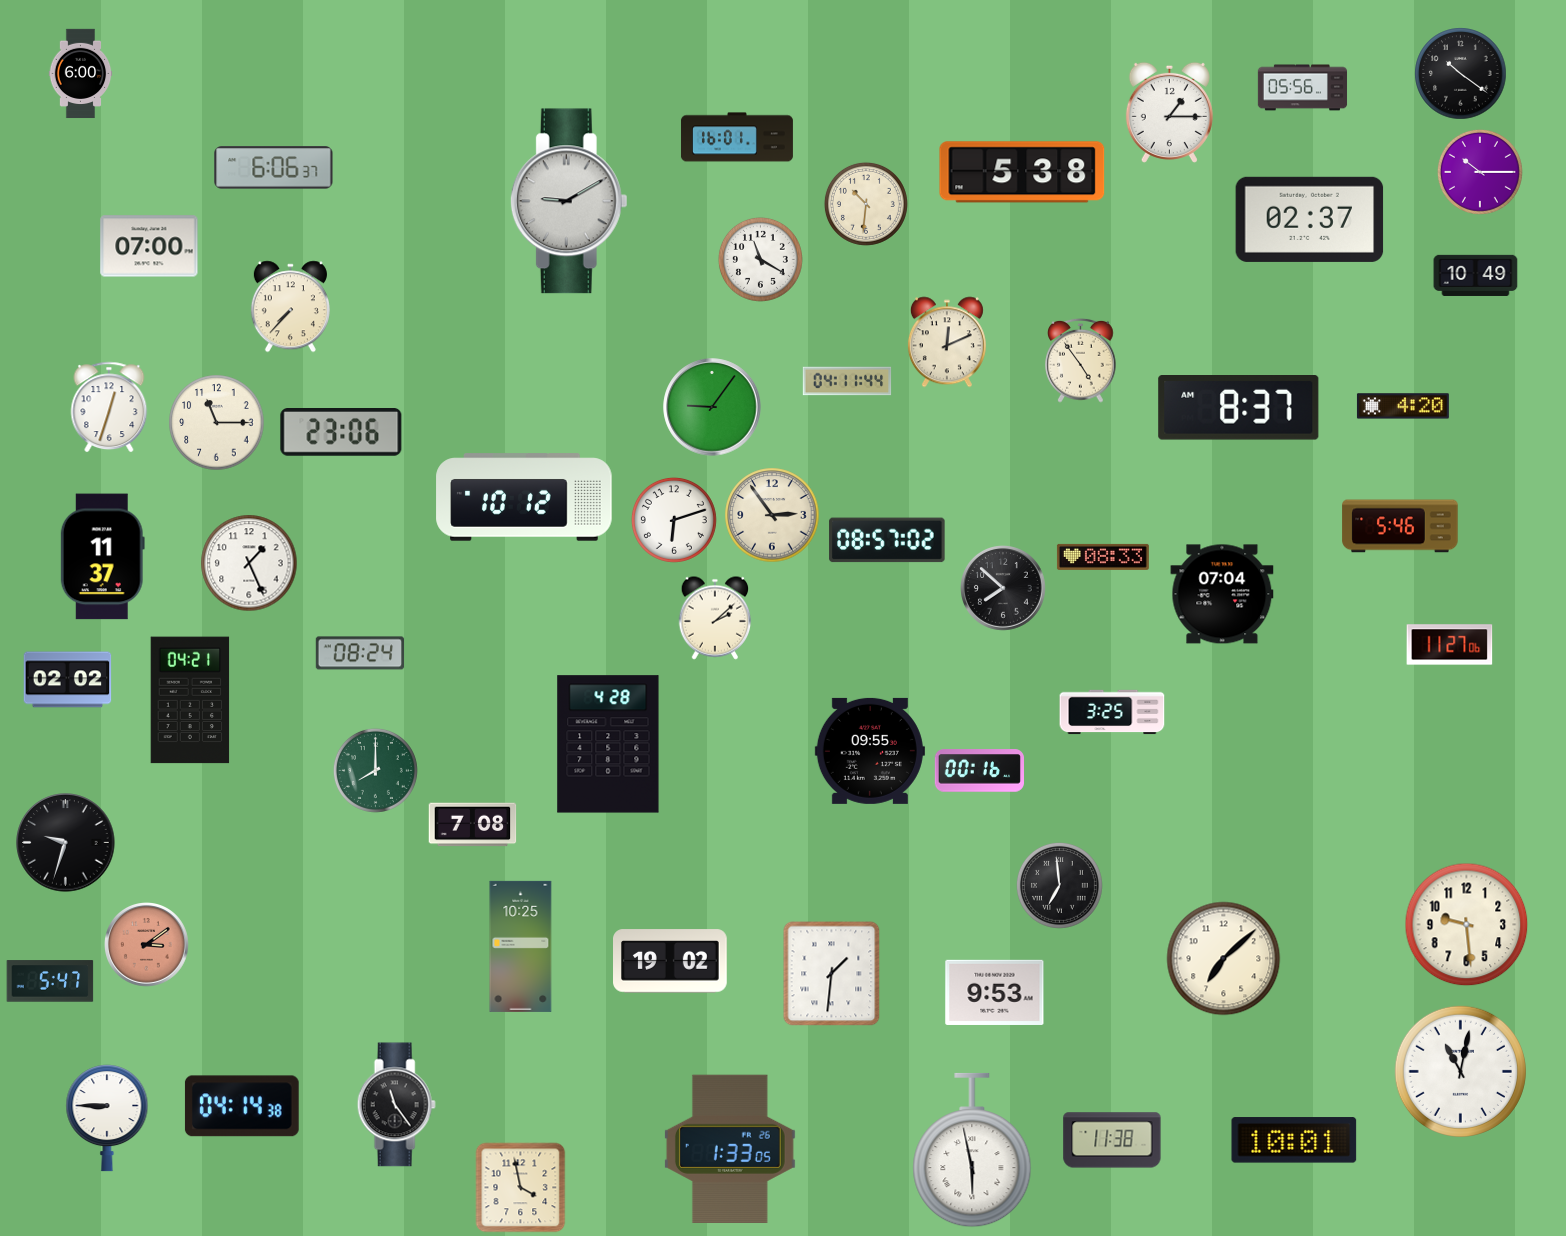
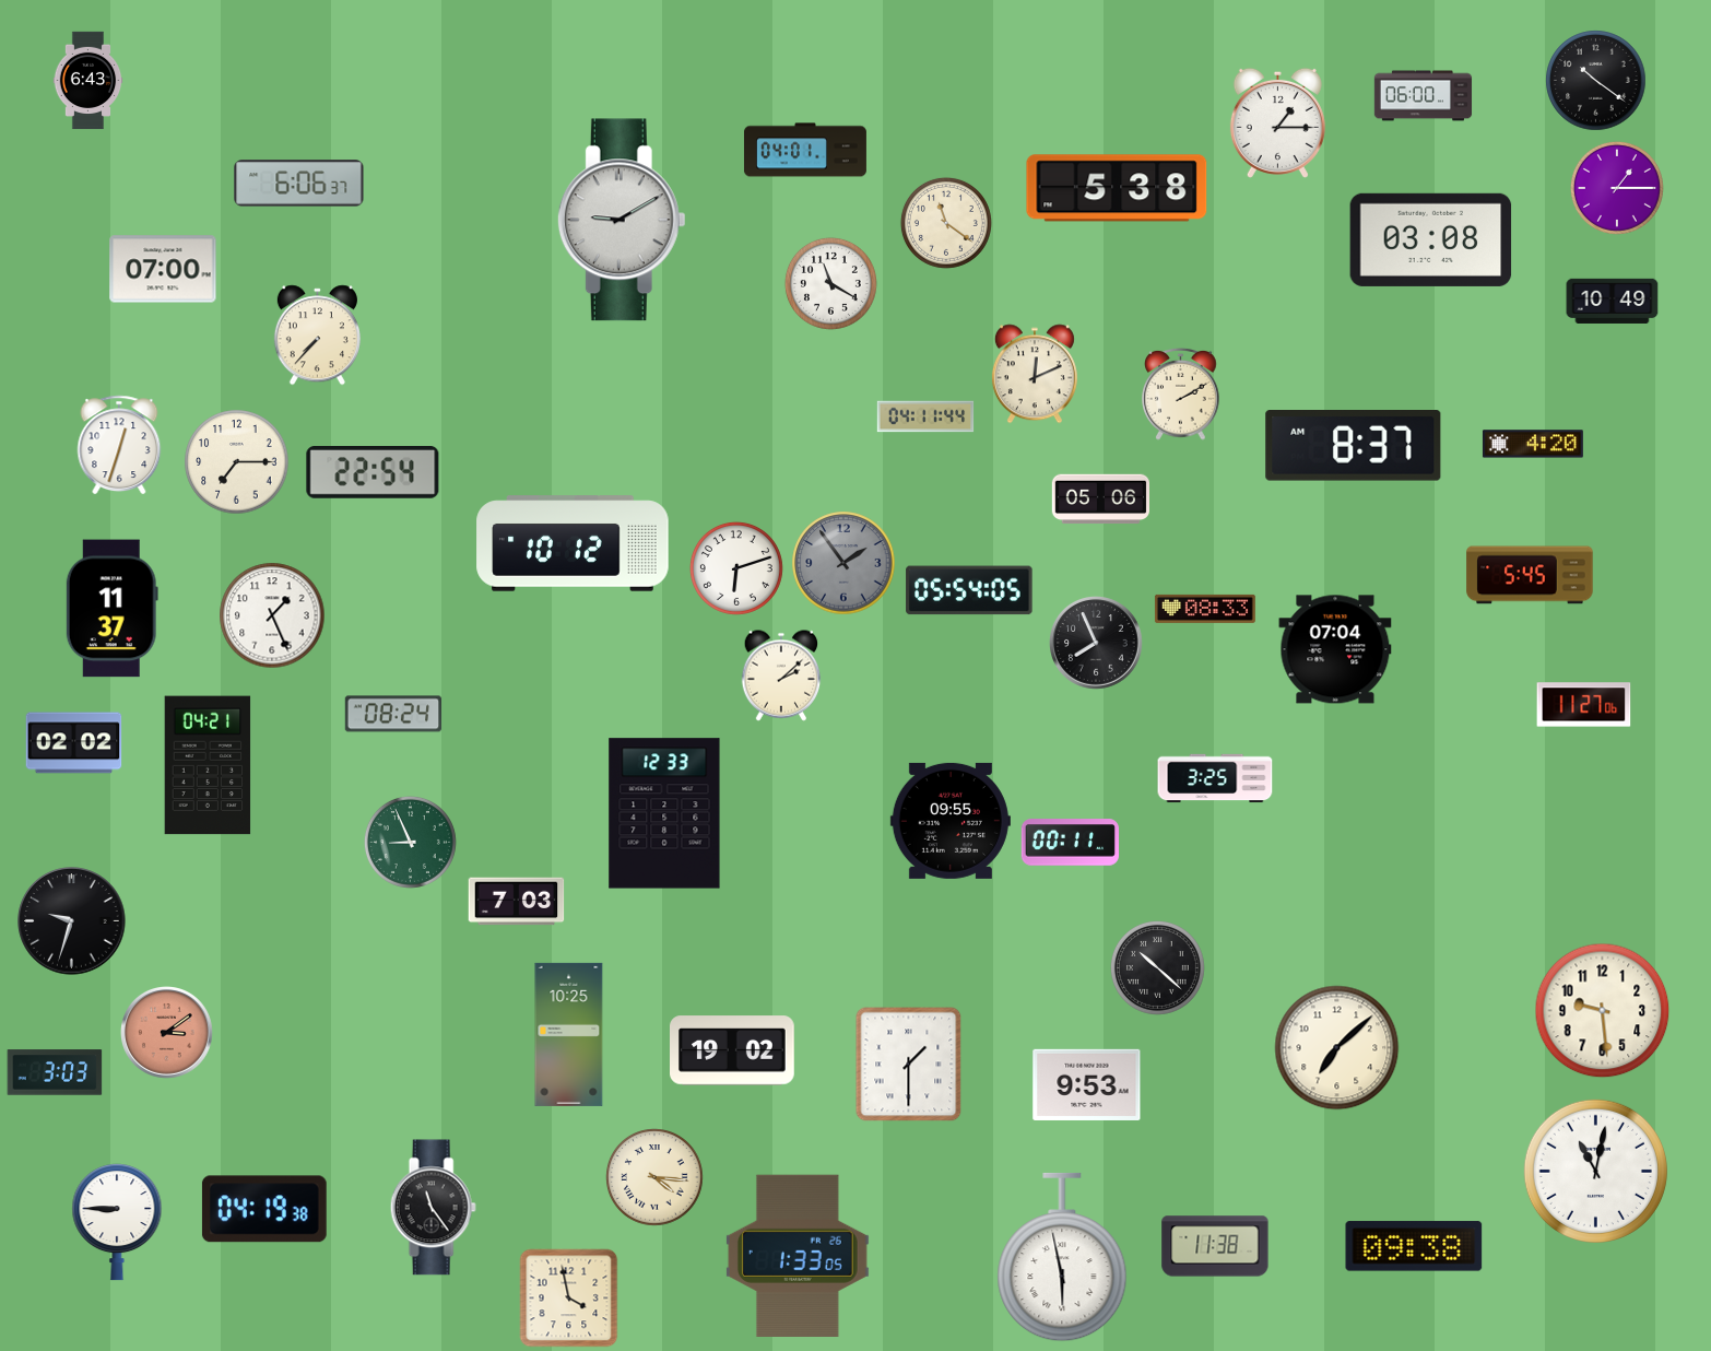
clock at (81, 74): 6:00 -> 6:43
clock at (1303, 88): 05:56 -> 06:00
clock at (737, 137): 16:01 -> 04:01
clock at (1480, 172): 10:15 -> 1:15
clock at (866, 204): 10:31 -> 11:21
clock at (1310, 219): 02:37 -> 03:08
clock at (1081, 360): 4:54 -> 2:10
clock at (712, 407): 9:06 -> none
clock at (217, 423): 11:15 -> 7:15
clock at (341, 433): 23:06 -> 22:54
clock at (1100, 500): none -> 05:06
clock at (772, 515): 2:54 -> 1:54
clock at (772, 515) dial: cream -> grey
clock at (1400, 526): 5:46 -> 5:45
clock at (887, 540): 08:57 -> 05:54
clock at (1004, 589): 7:52 -> 7:56
clock at (608, 744): 4:28 -> 12:33
clock at (375, 770): 8:00 -> 8:56
clock at (979, 771): 00:16 -> 00:11
clock at (473, 825): 7:08 -> 7:03
clock at (1059, 885): 6:59 -> 10:22
clock at (147, 945) position: (147, 945) -> (167, 1033)
clock at (832, 974): 1:31 -> 1:30
clock at (50, 981): 5:47 -> 3:03
clock at (654, 1177): none -> 4:16
clock at (242, 1106): 04:14 -> 04:19
clock at (1294, 1140): 10:01 -> 09:38
